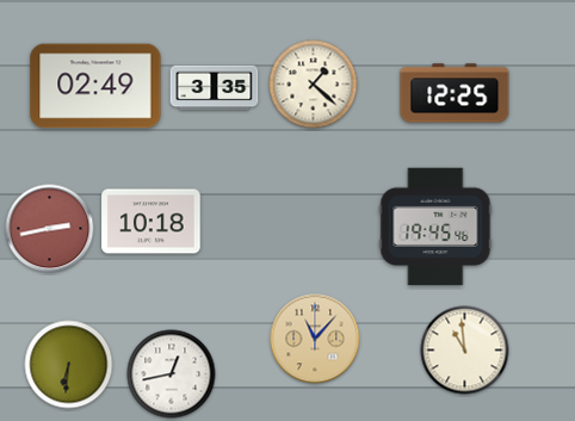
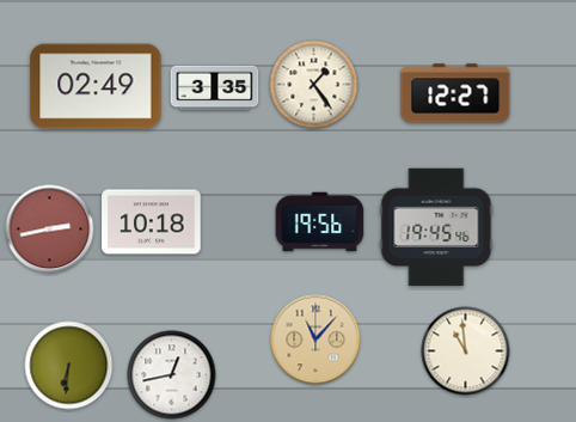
clock at (314, 85): 1:22 -> 1:24
clock at (455, 93): 12:25 -> 12:27
clock at (320, 222): none -> 19:56
